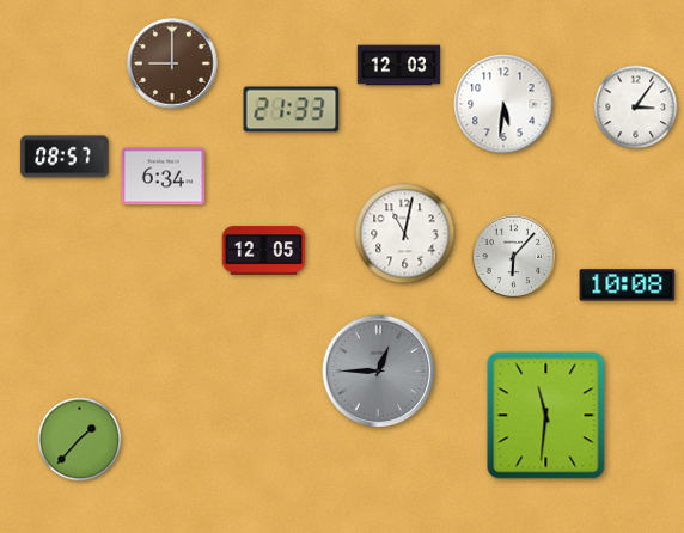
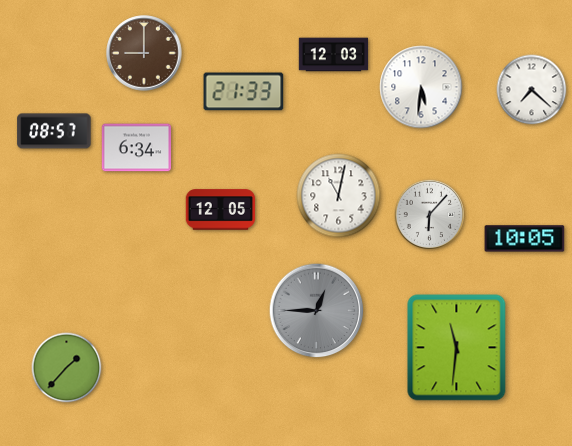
clock at (636, 108): 3:06 -> 7:22
clock at (628, 286): 10:08 -> 10:05
